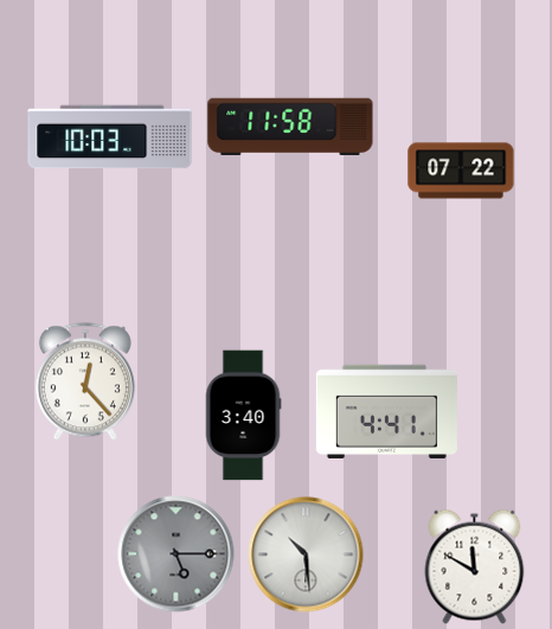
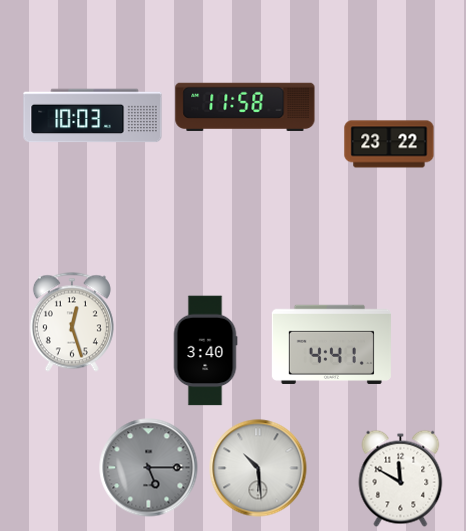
clock at (461, 171): 07:22 -> 23:22
clock at (85, 381): 12:23 -> 12:27
clock at (386, 411) position: (386, 411) -> (331, 344)
